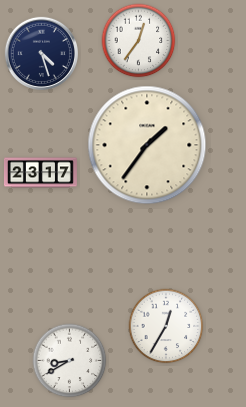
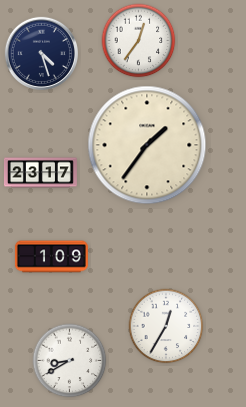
clock at (51, 257): none -> 1:09
